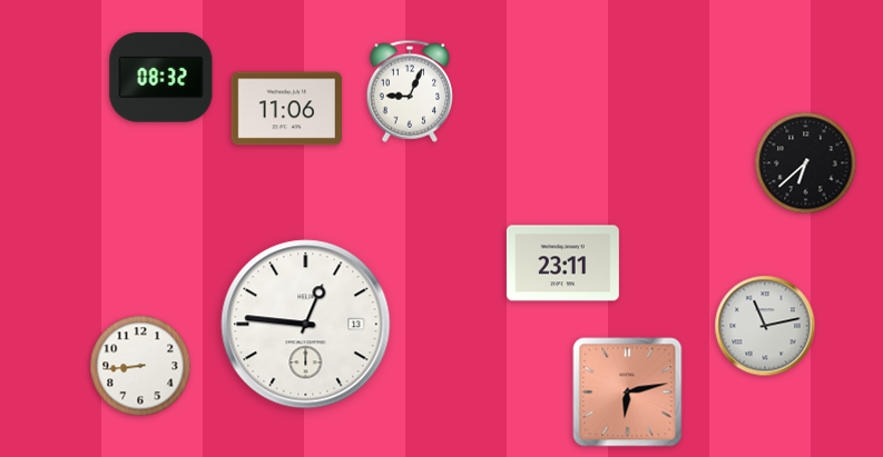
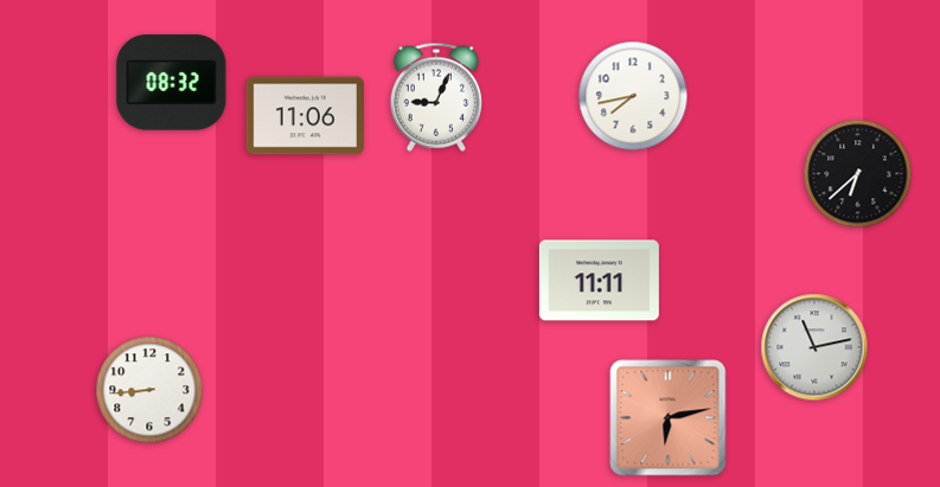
clock at (633, 96): none -> 7:43
clock at (562, 264): 23:11 -> 11:11
clock at (306, 325): 12:46 -> none
